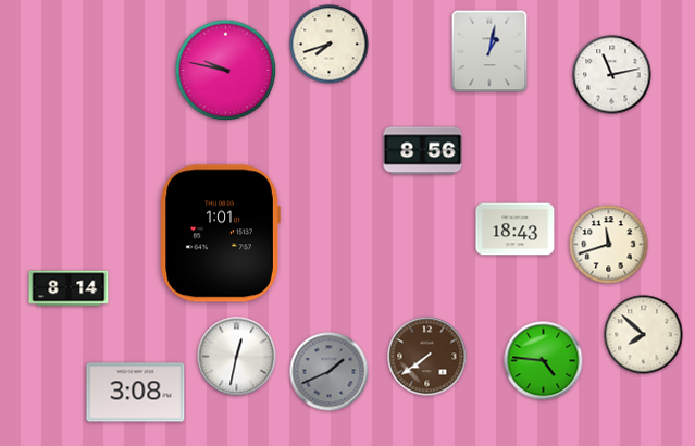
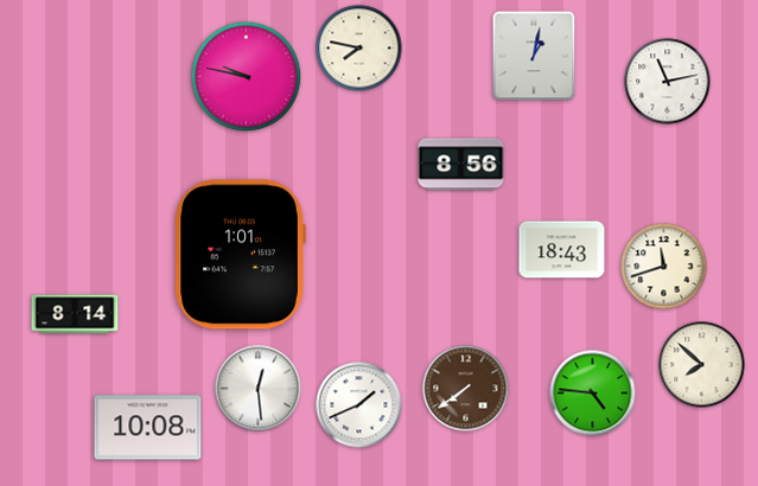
clock at (330, 45): 7:42 -> 7:47
clock at (237, 357): 12:32 -> 12:29
clock at (330, 372) dial: grey -> white
clock at (136, 393): 3:08 -> 10:08
